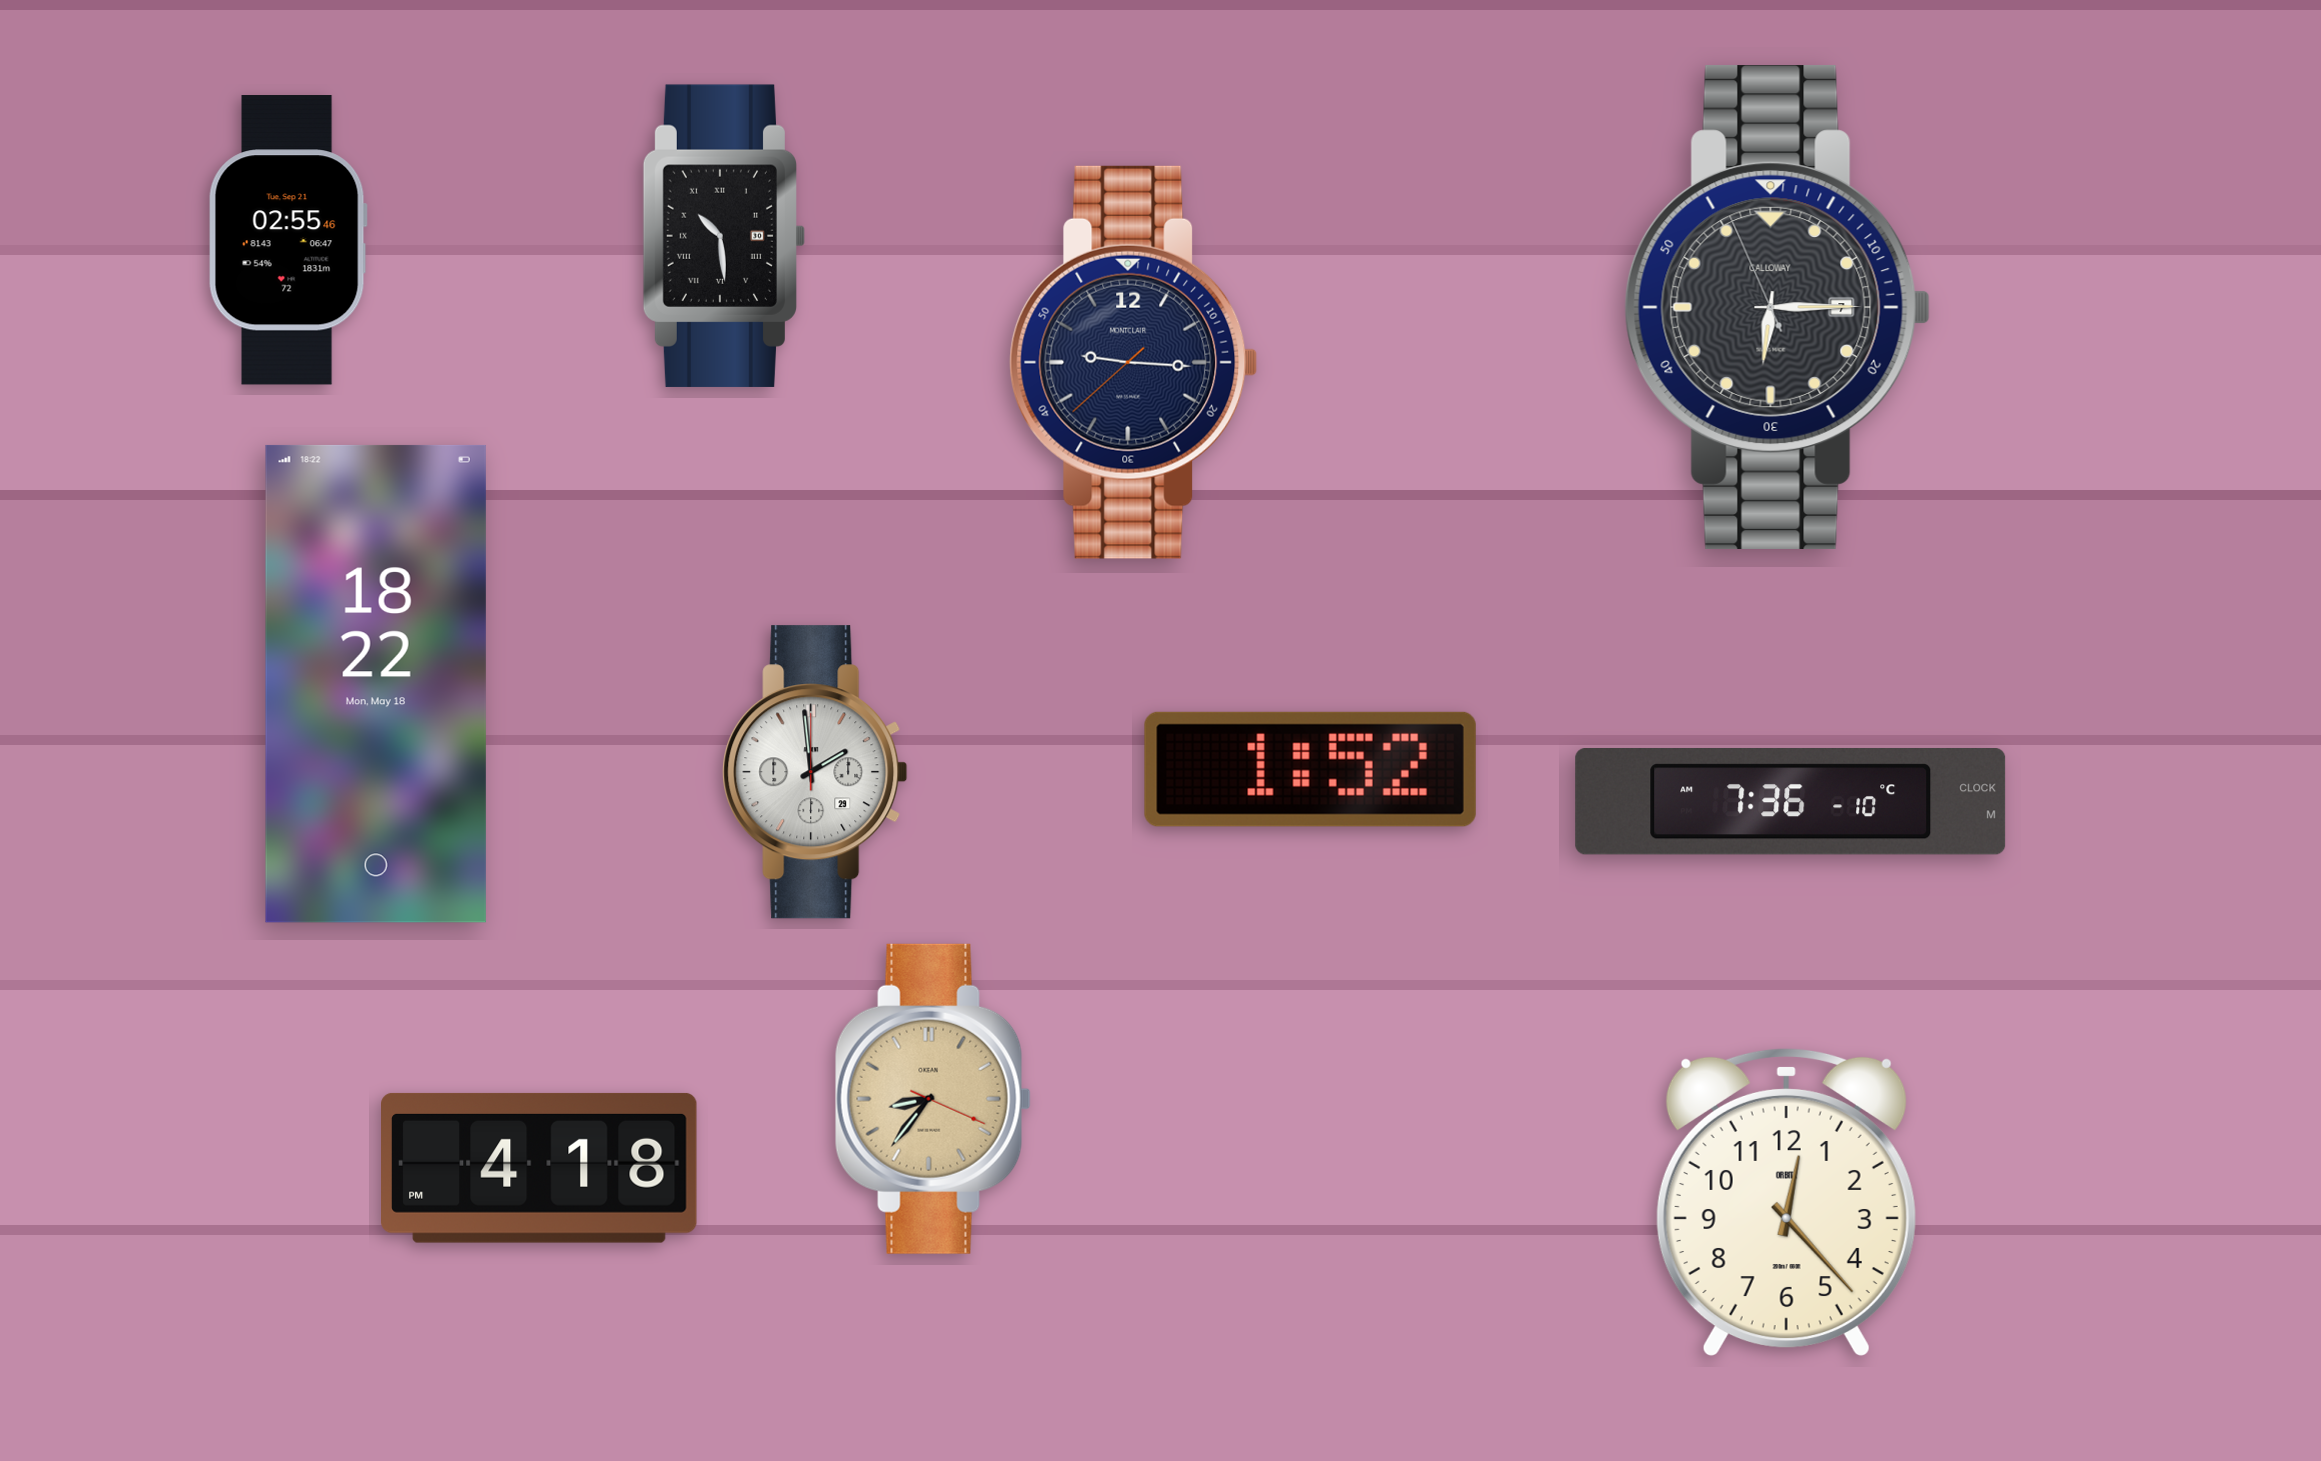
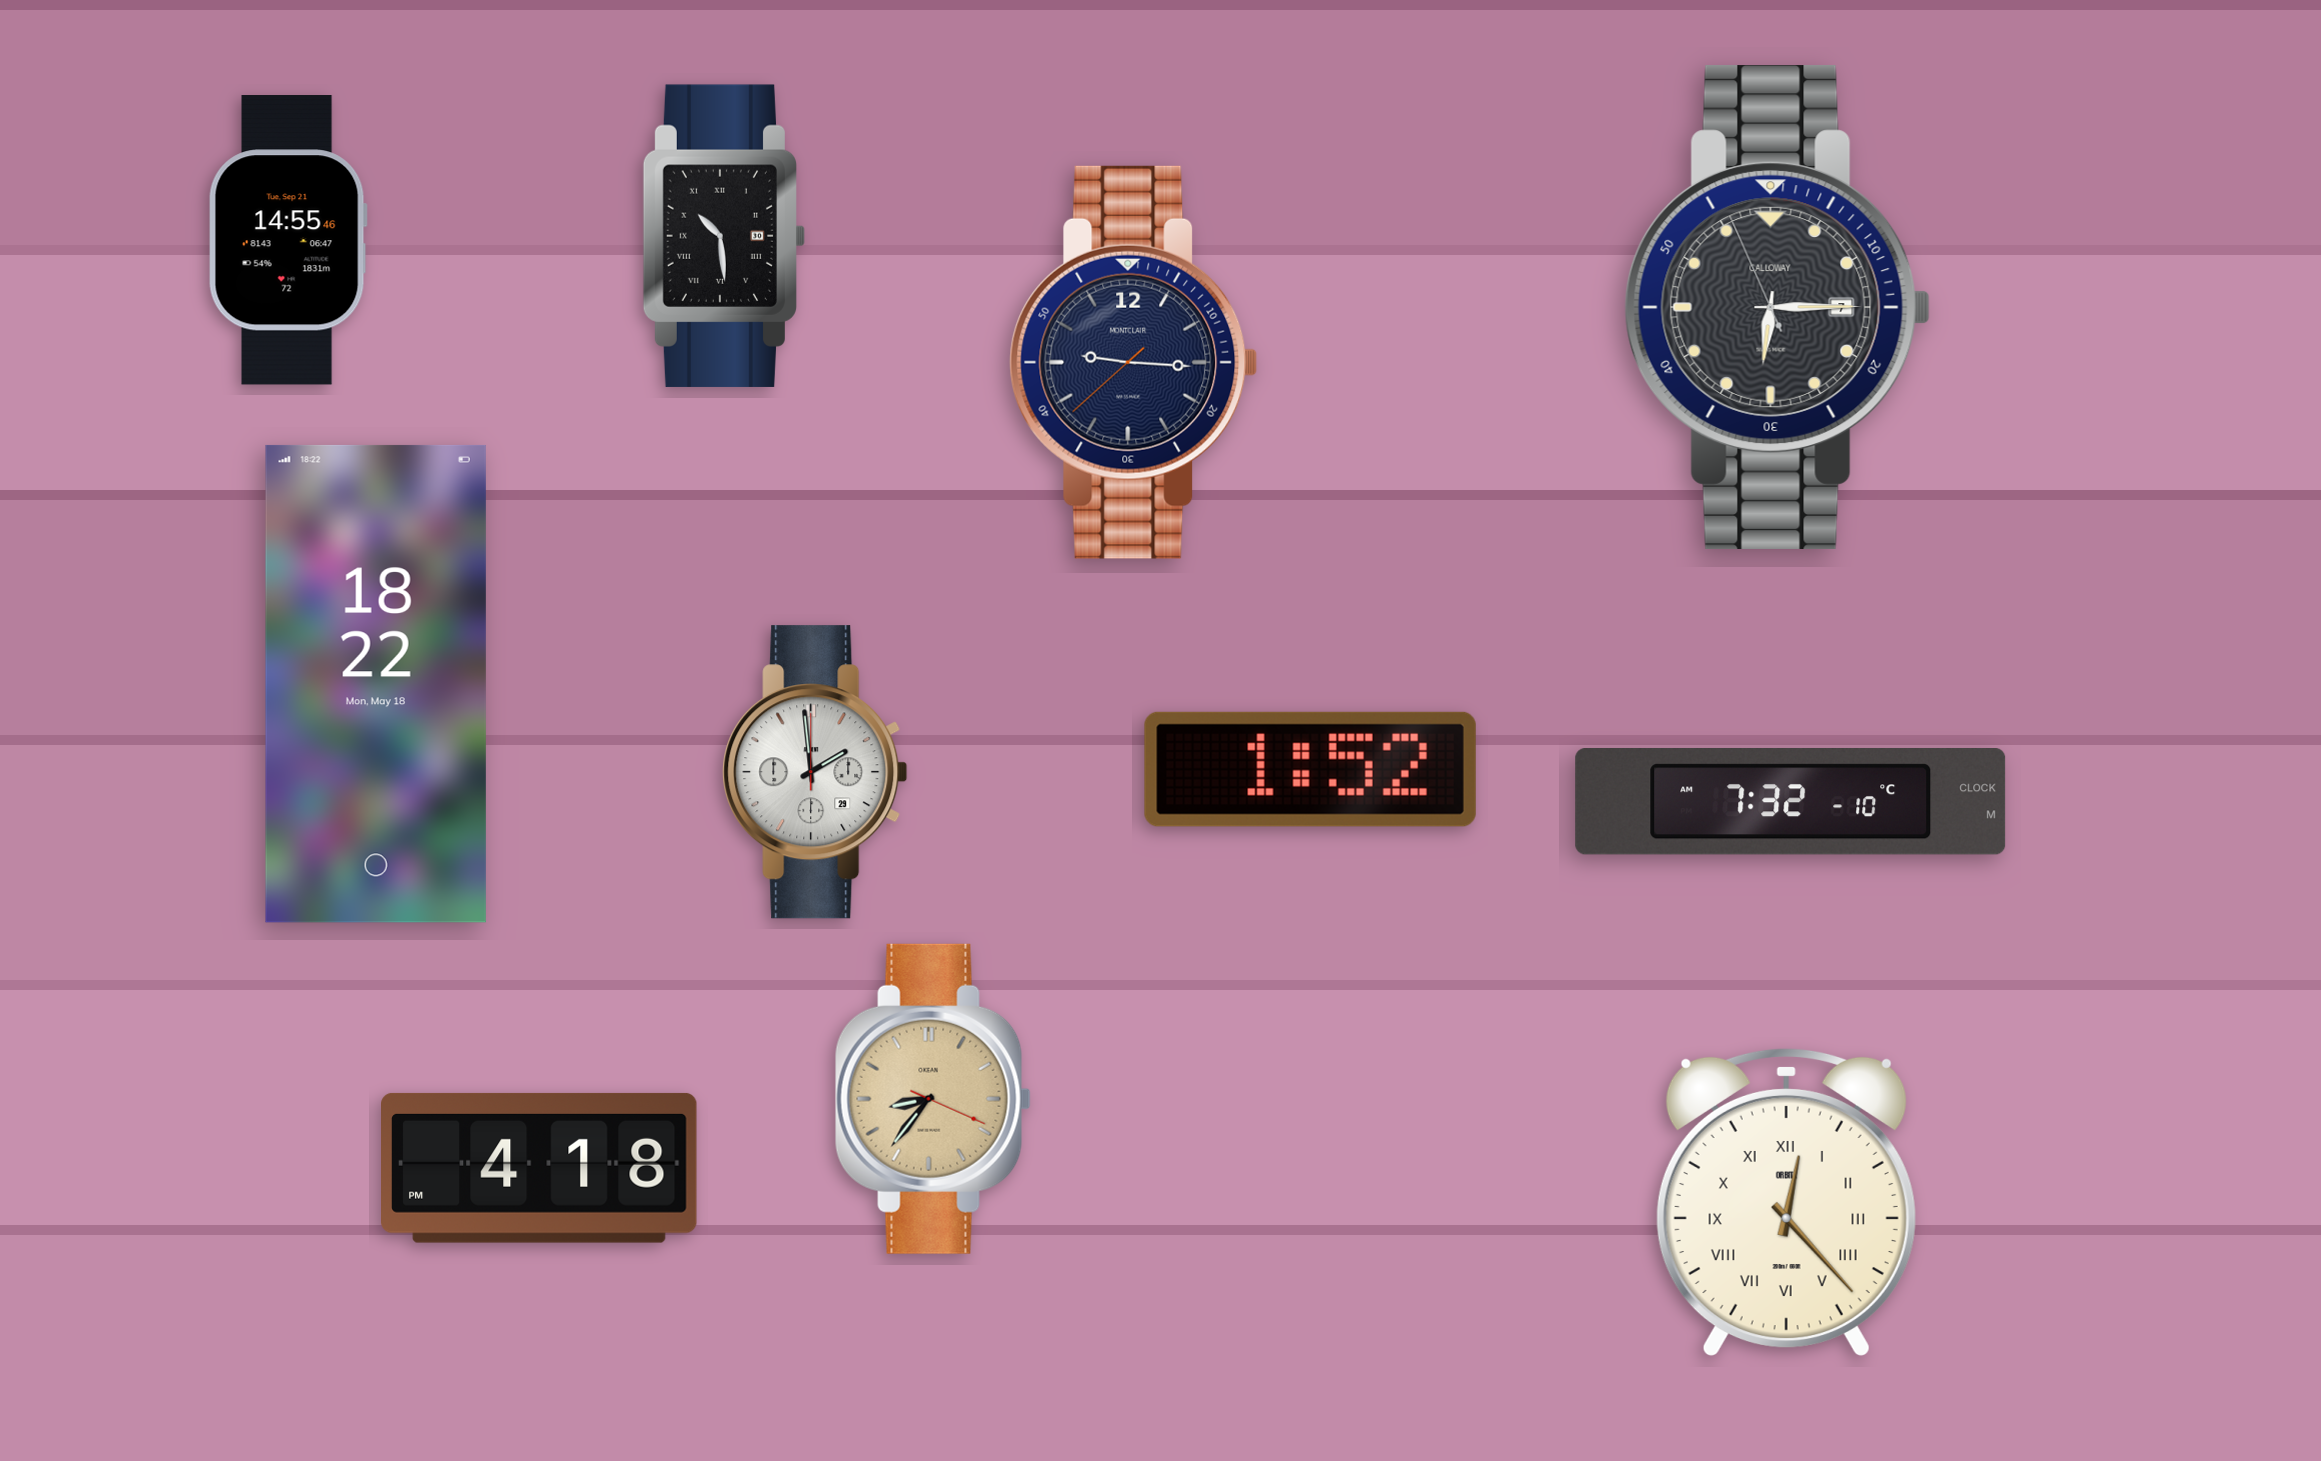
clock at (288, 240): 02:55 -> 14:55
clock at (1791, 802): 7:36 -> 7:32
clock at (1786, 1202) numerals: Arabic -> Roman
